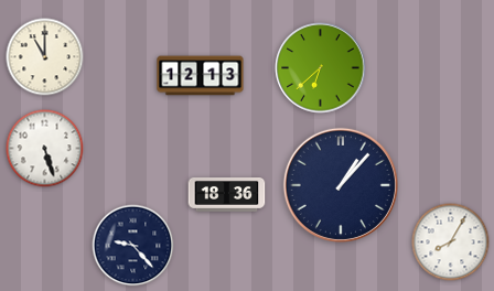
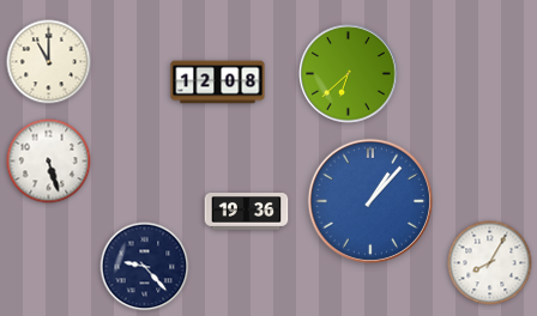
clock at (201, 76): 12:13 -> 12:08
clock at (341, 185) dial: navy -> blue
clock at (227, 195): 18:36 -> 19:36
